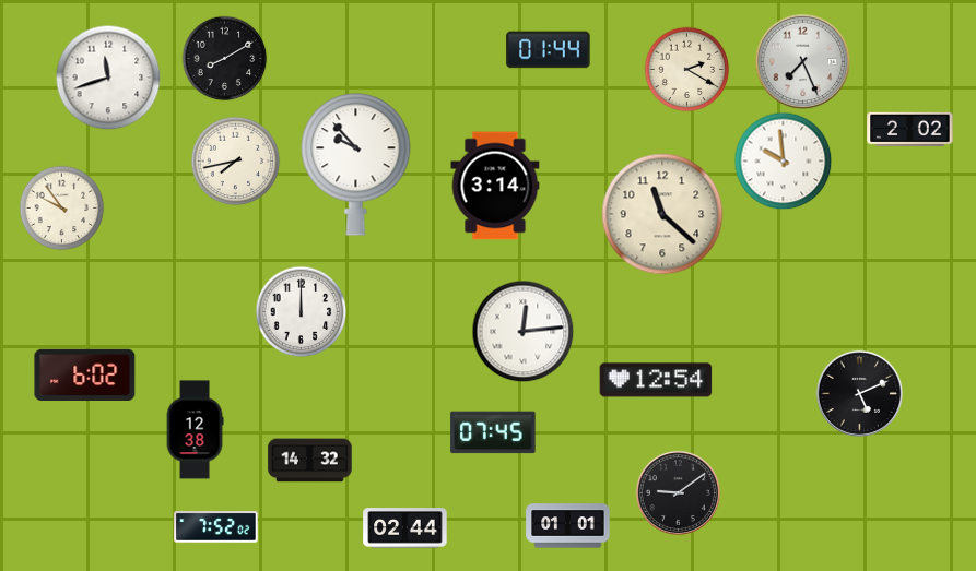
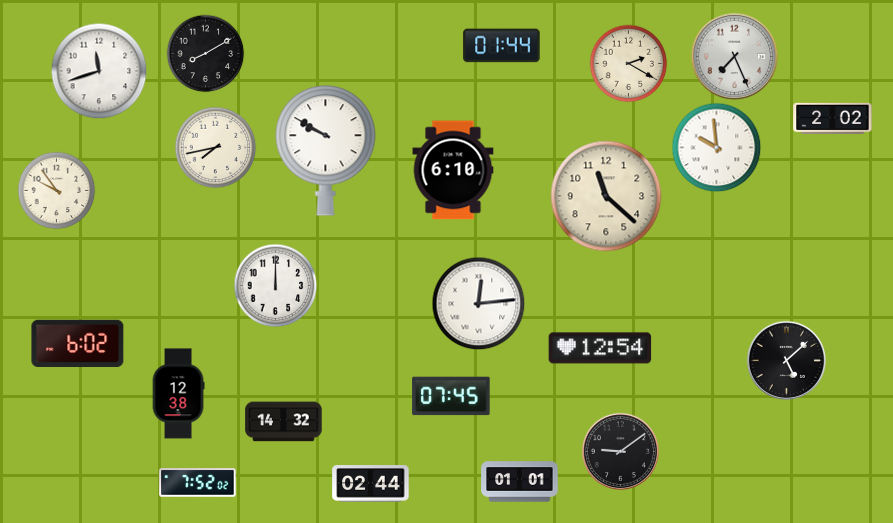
clock at (356, 165): 9:53 -> 9:50
clock at (495, 186): 3:14 -> 6:10
clock at (859, 393): 5:11 -> 5:08
